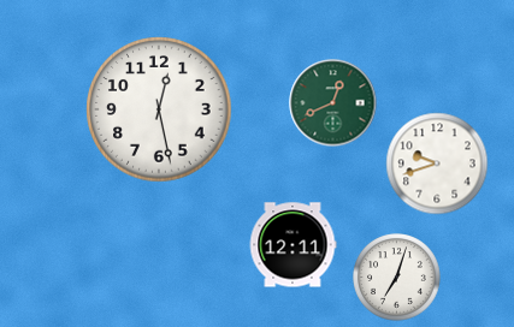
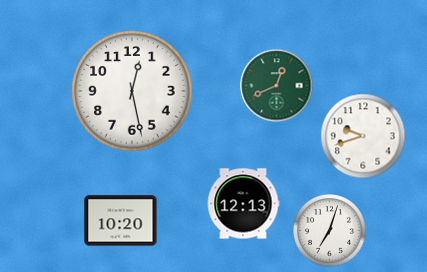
clock at (293, 245): 12:11 -> 12:13
clock at (121, 221): none -> 10:20
